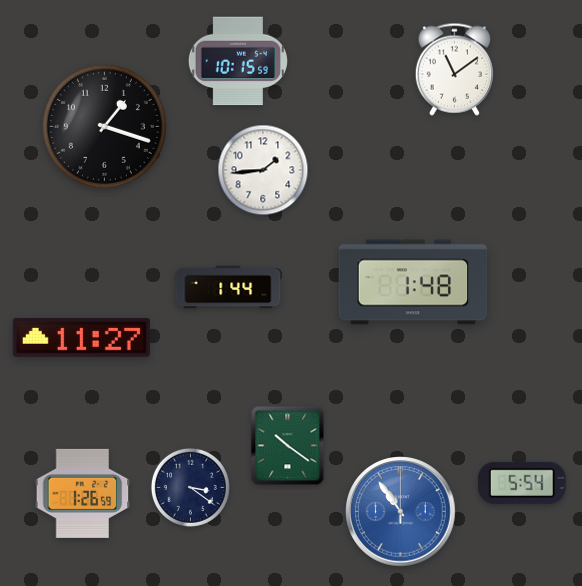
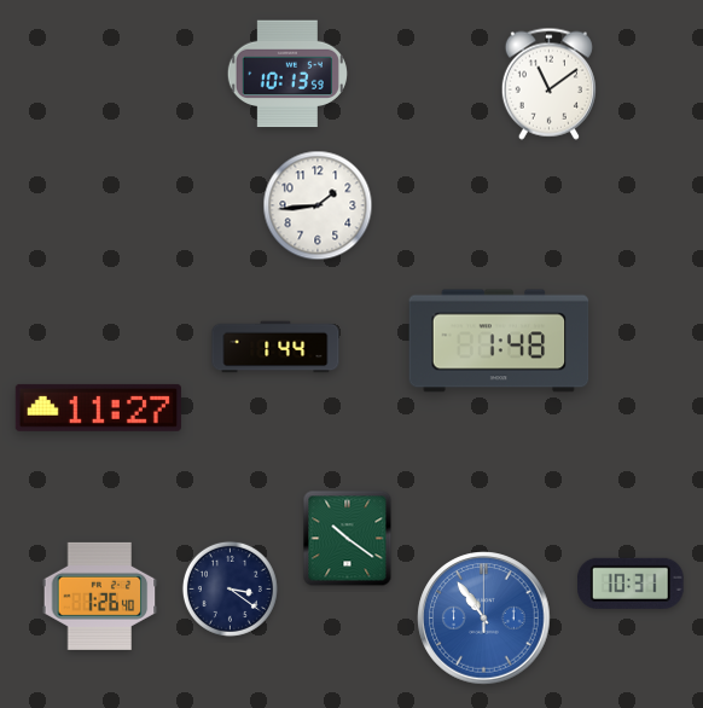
clock at (238, 61): 10:15 -> 10:13
clock at (104, 126): 1:18 -> none
clock at (523, 483): 5:54 -> 10:31
clock at (83, 493): 1:26:59 -> 1:26:40
